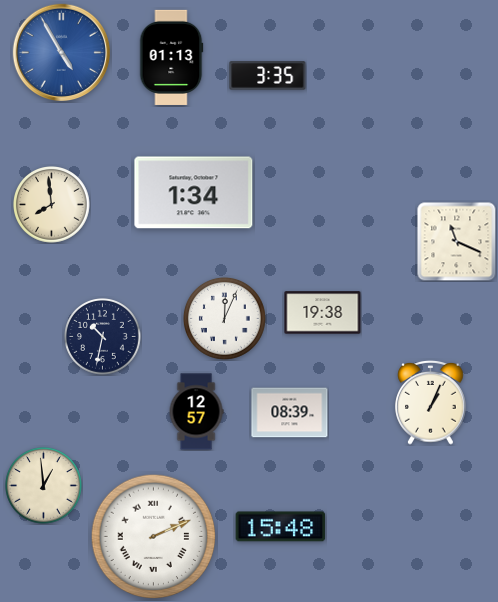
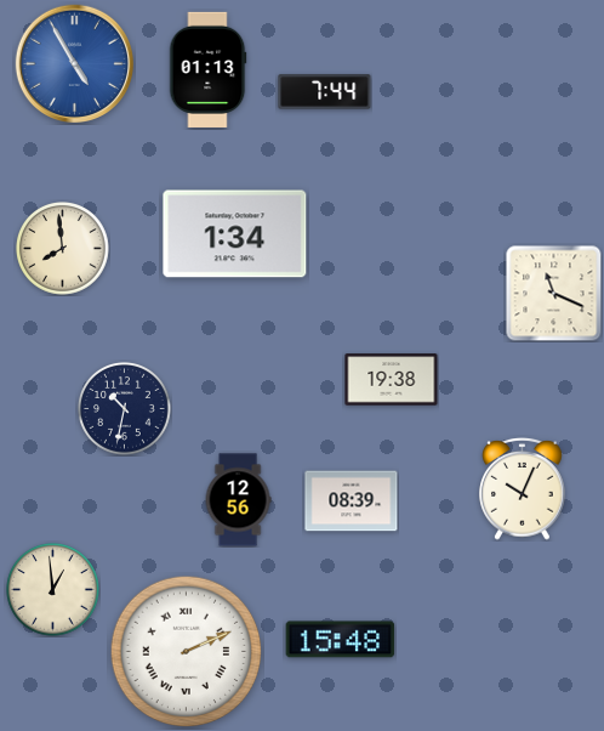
clock at (268, 76): 3:35 -> 7:44
clock at (224, 318): 12:04 -> none
clock at (431, 402): 1:04 -> 10:04
clock at (196, 412): 12:57 -> 12:56
